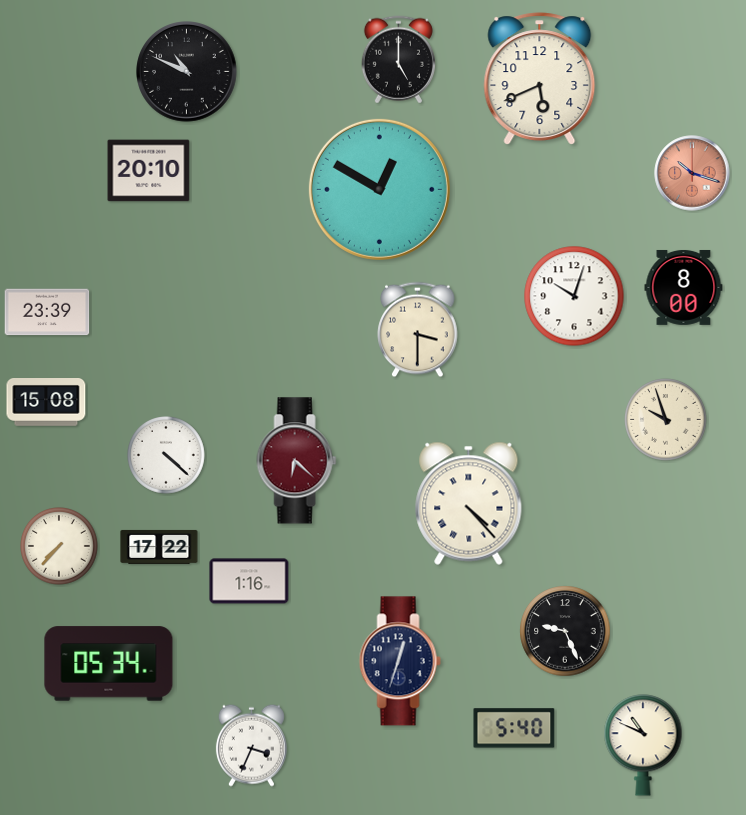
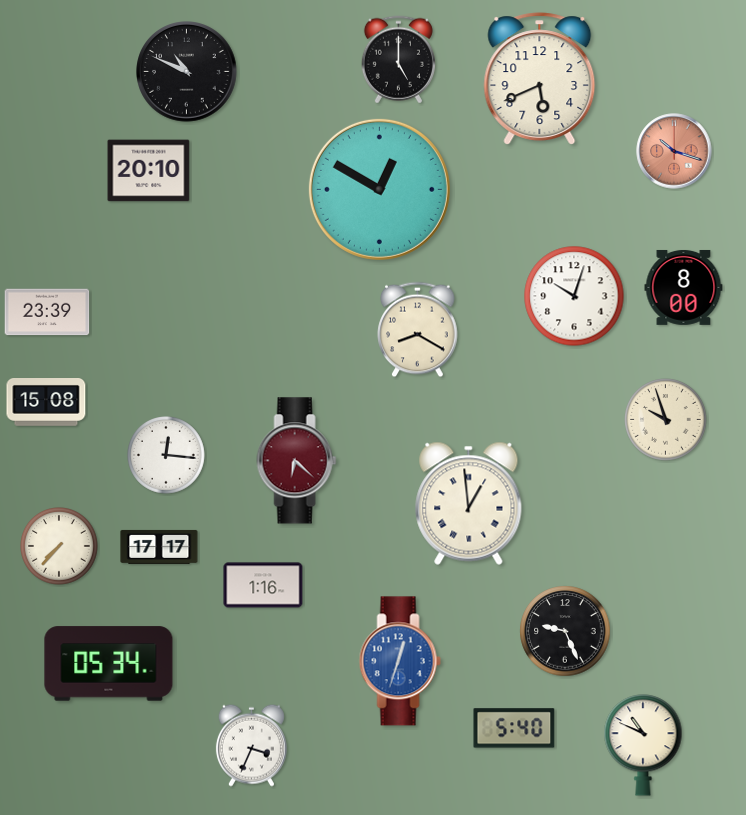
clock at (692, 173) position: (692, 173) -> (674, 151)
clock at (418, 330): 3:30 -> 8:20
clock at (167, 456): 4:22 -> 12:16
clock at (469, 503): 4:23 -> 12:59
clock at (159, 547): 17:22 -> 17:17
clock at (249, 581) position: (249, 581) -> (263, 585)
clock at (400, 661) dial: navy -> blue
